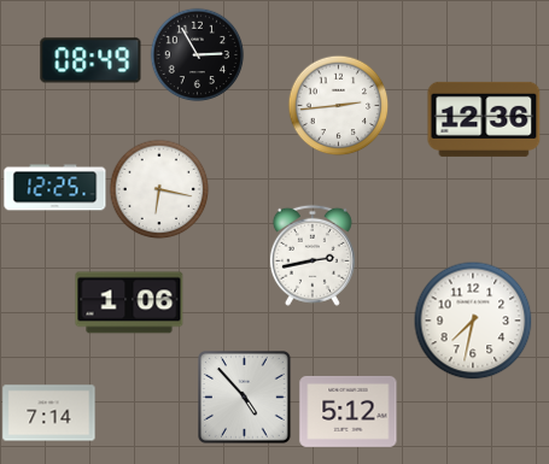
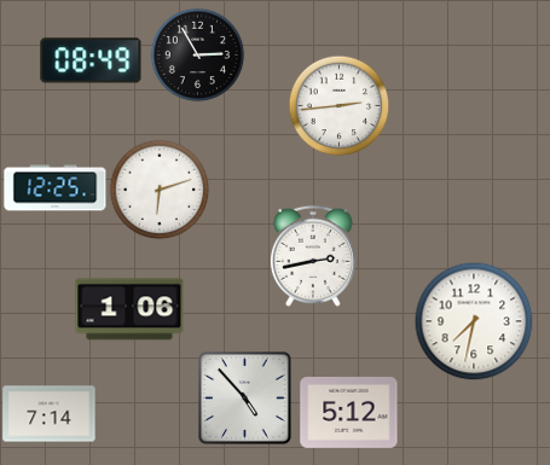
clock at (484, 119): 12:36 -> none
clock at (159, 189): 6:17 -> 6:12
clock at (129, 303) position: (129, 303) -> (129, 309)
